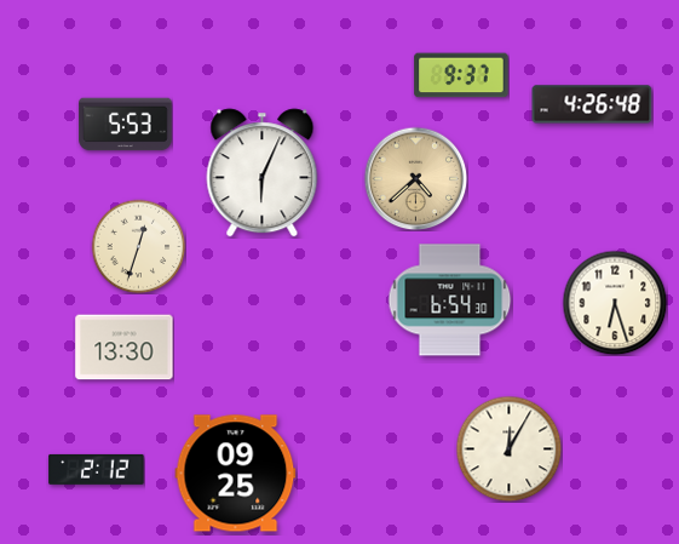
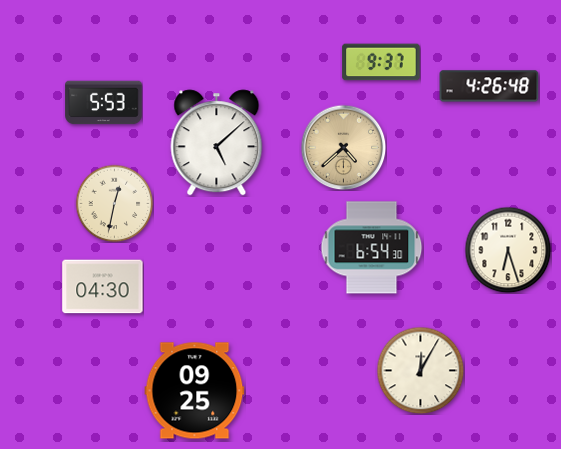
clock at (263, 173): 6:04 -> 5:08
clock at (138, 246): 12:33 -> 12:32
clock at (125, 348): 13:30 -> 04:30
clock at (97, 469): 2:12 -> none
